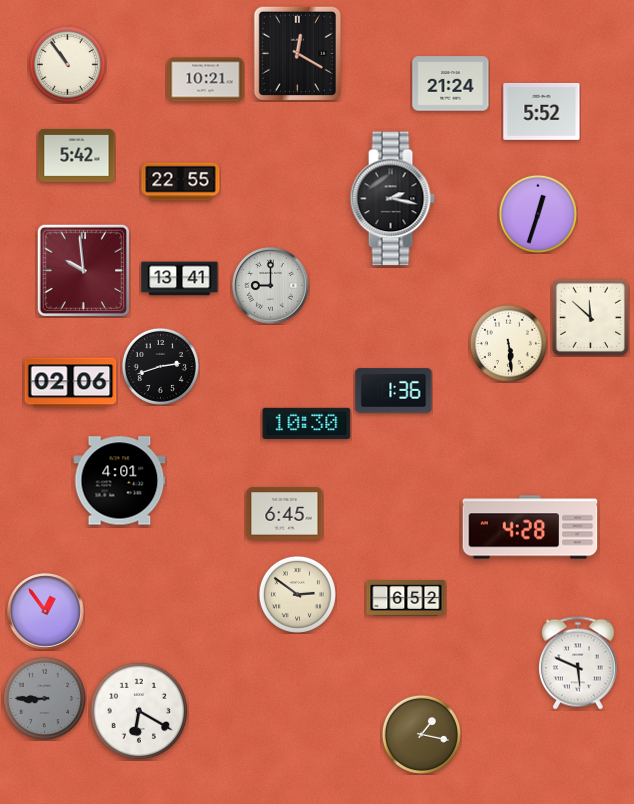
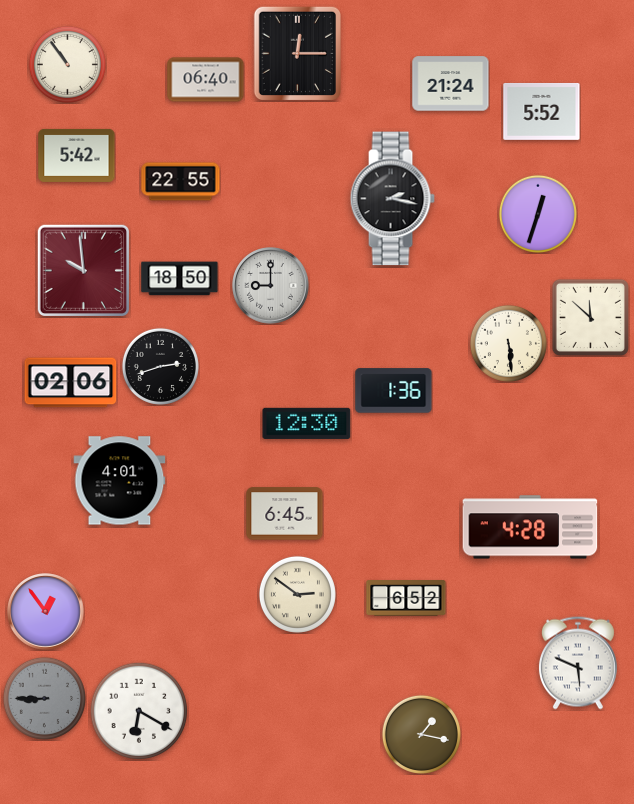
clock at (297, 53): 12:20 -> 12:15
clock at (206, 80): 10:21 -> 06:40
clock at (180, 279): 13:41 -> 18:50
clock at (307, 423): 10:30 -> 12:30
